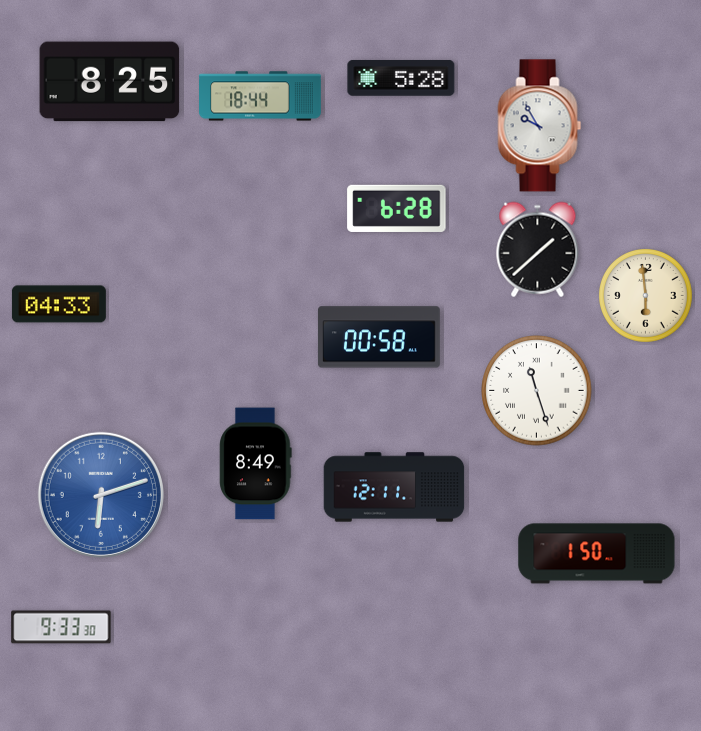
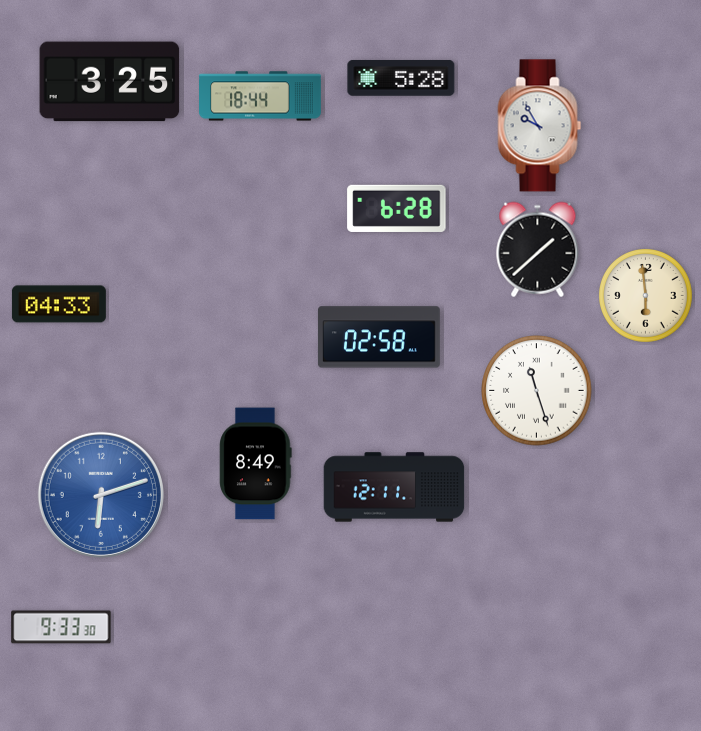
clock at (110, 82): 8:25 -> 3:25
clock at (379, 337): 00:58 -> 02:58
clock at (597, 554): 1:50 -> none
